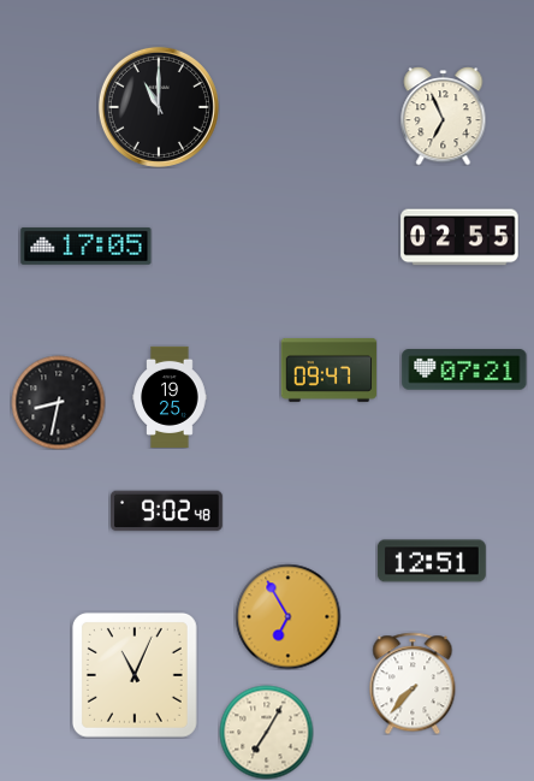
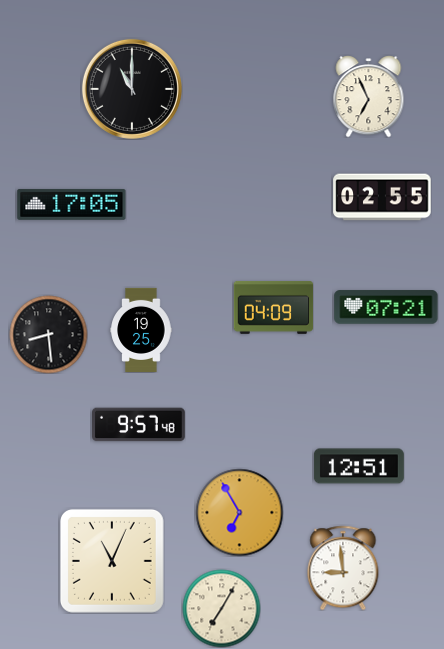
clock at (328, 371): 09:47 -> 04:09
clock at (58, 402): 8:32 -> 8:29
clock at (167, 511): 9:02 -> 9:57
clock at (413, 684): 7:37 -> 8:59
